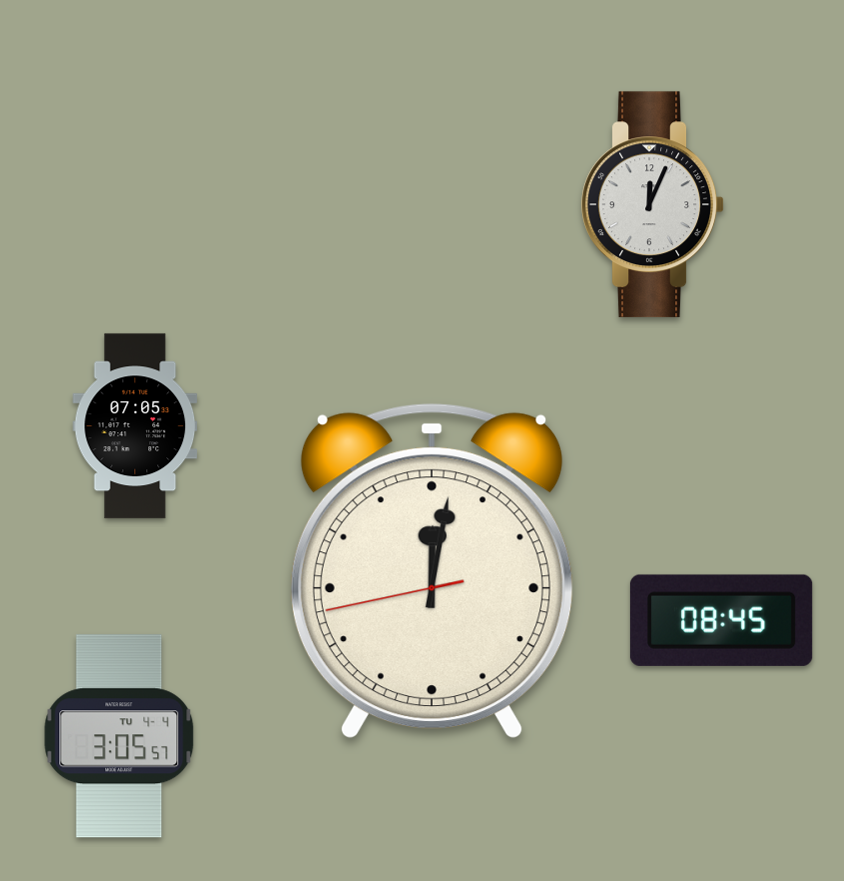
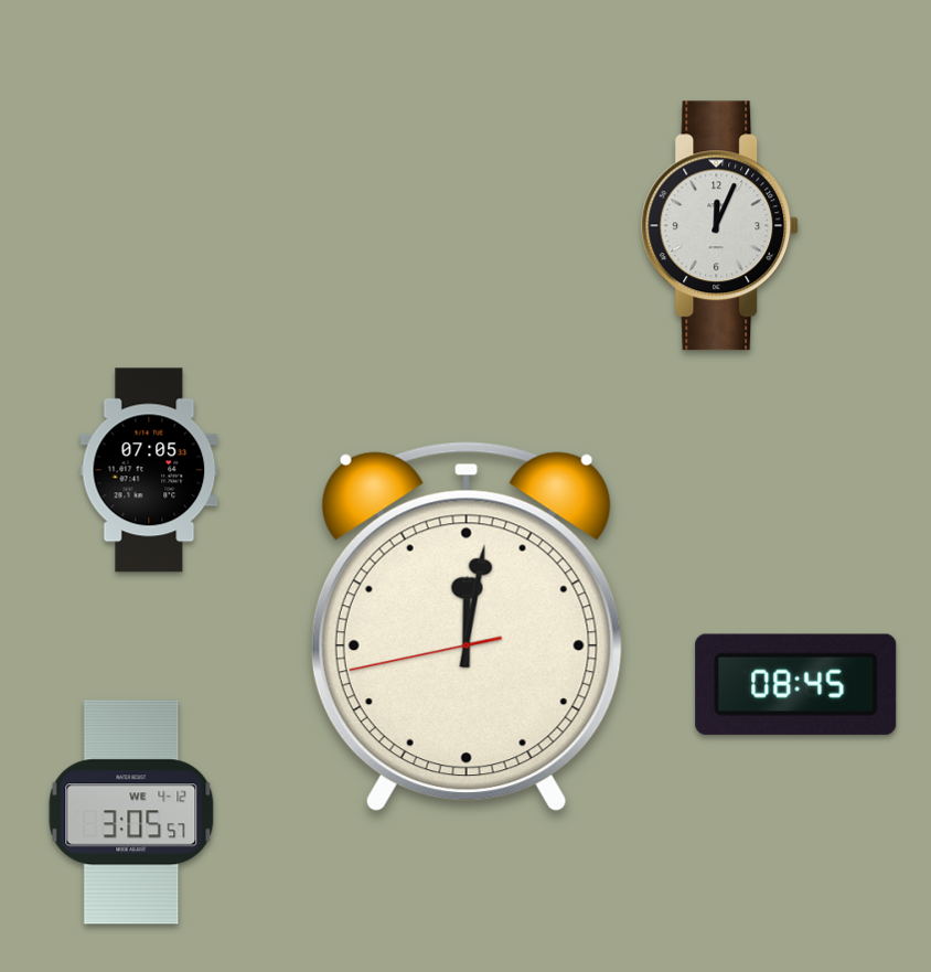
clock at (432, 571) position: (432, 571) -> (467, 627)
clock at (119, 736) date: TU 4-4 -> WE 4-12
